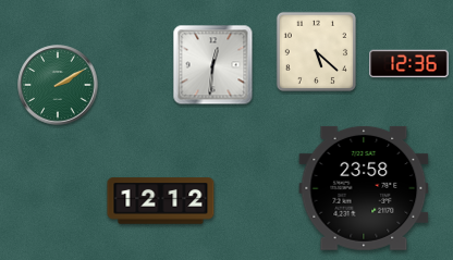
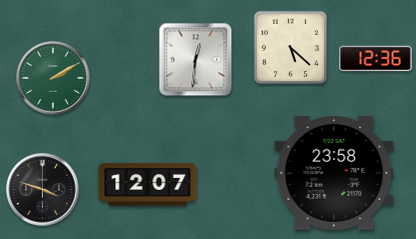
clock at (161, 201): 12:12 -> 12:07
clock at (43, 190): none -> 3:48
